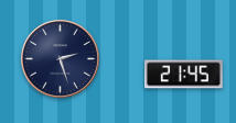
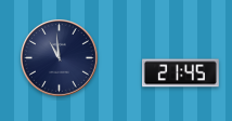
clock at (60, 58): 2:27 -> 10:59
